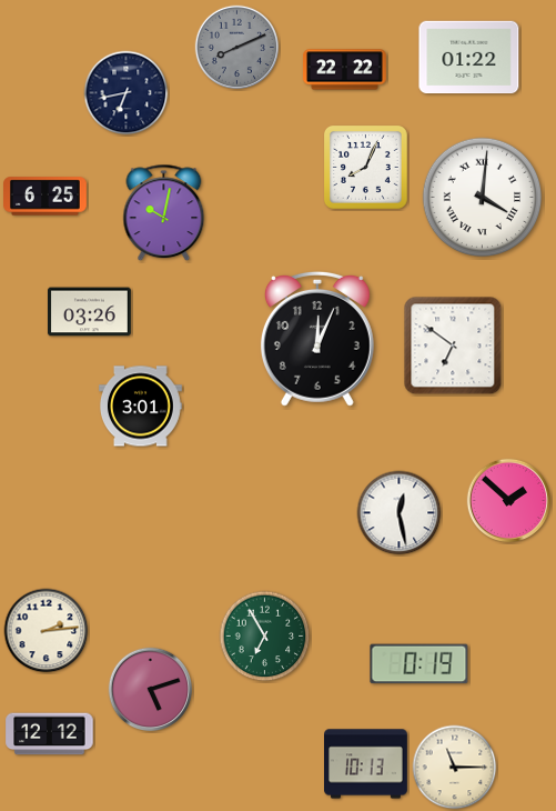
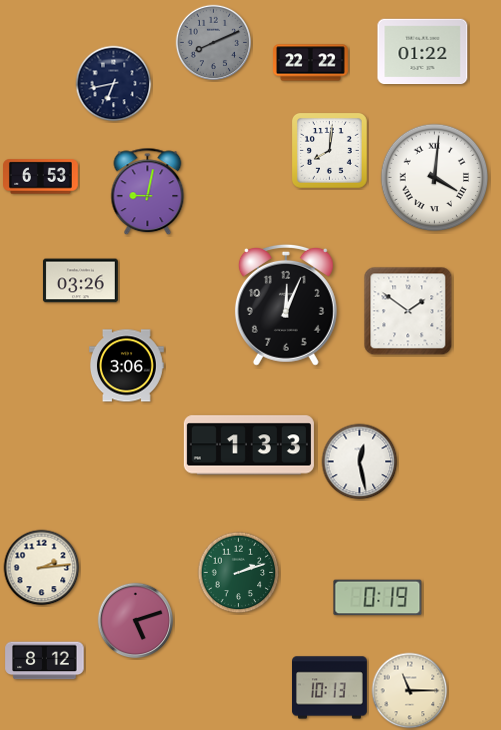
clock at (366, 168): 8:04 -> 8:01
clock at (46, 197): 6:25 -> 6:53
clock at (164, 213): 10:02 -> 9:02
clock at (453, 346): 6:51 -> 1:51
clock at (141, 407): 3:01 -> 3:06
clock at (249, 445): none -> 1:33
clock at (509, 501): 1:52 -> none
clock at (265, 637): 6:55 -> 2:12
clock at (50, 734): 12:12 -> 8:12
